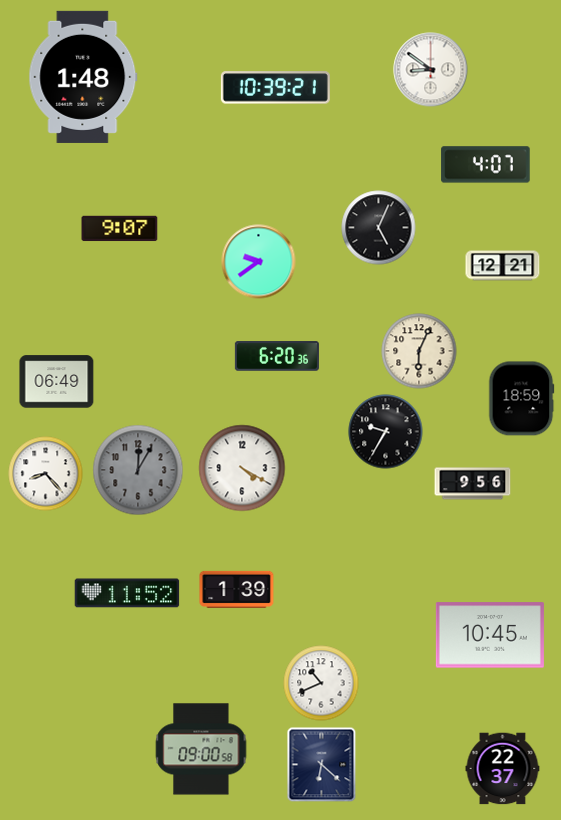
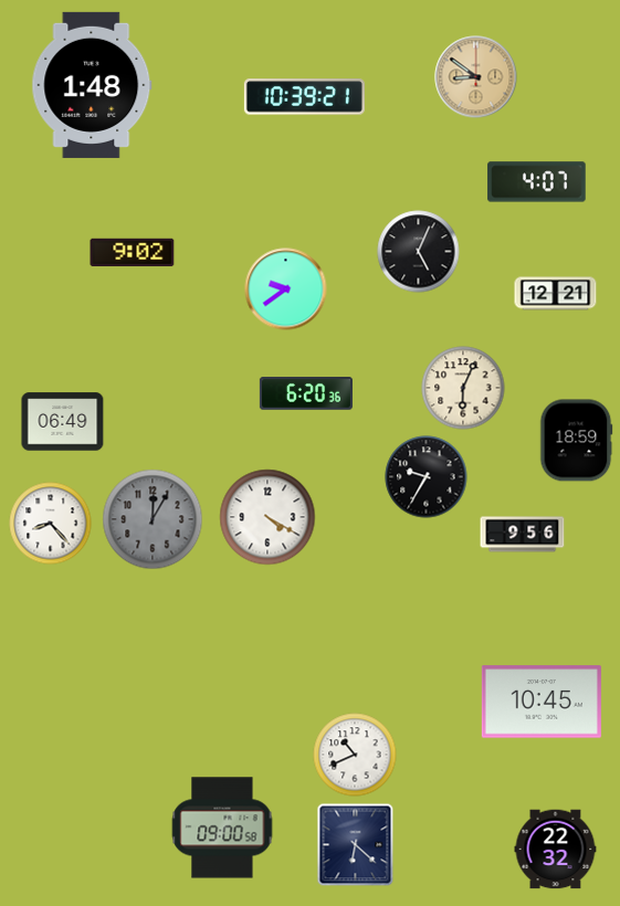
clock at (431, 70) dial: white -> champagne
clock at (120, 229): 9:07 -> 9:02
clock at (237, 589): 1:39 -> none
clock at (127, 593): 11:52 -> none
clock at (503, 769): 22:37 -> 22:32
